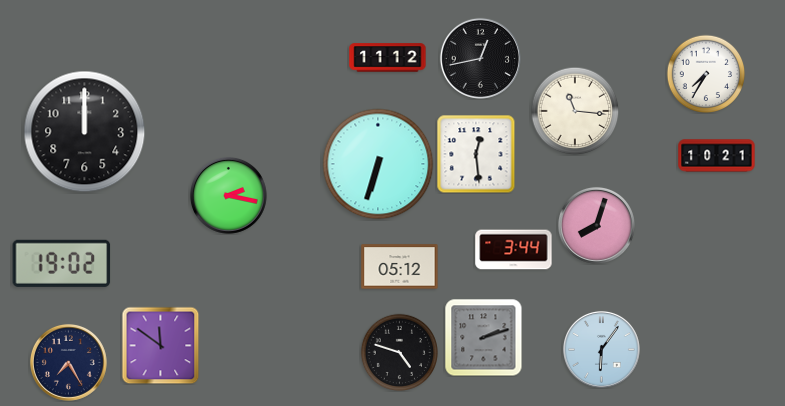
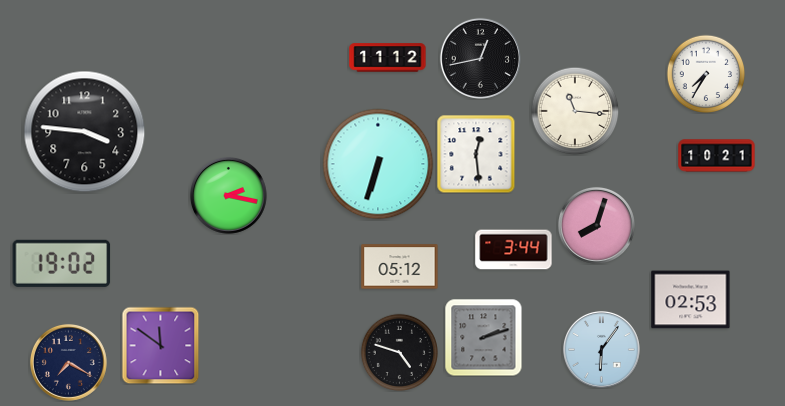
clock at (85, 132): 12:00 -> 3:46
clock at (691, 300): none -> 02:53
clock at (68, 362): 7:25 -> 7:20
